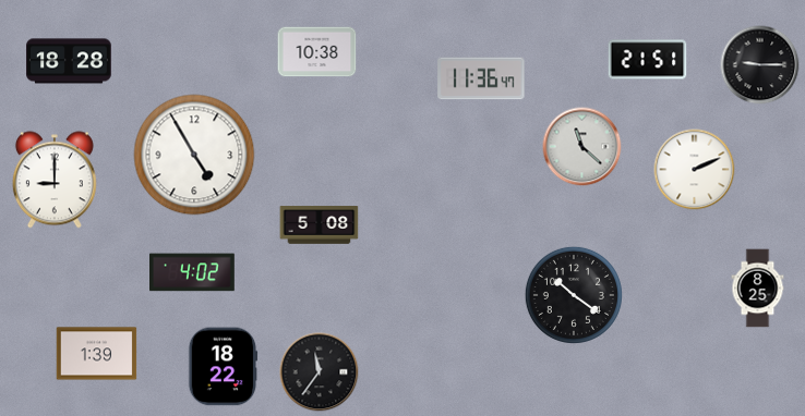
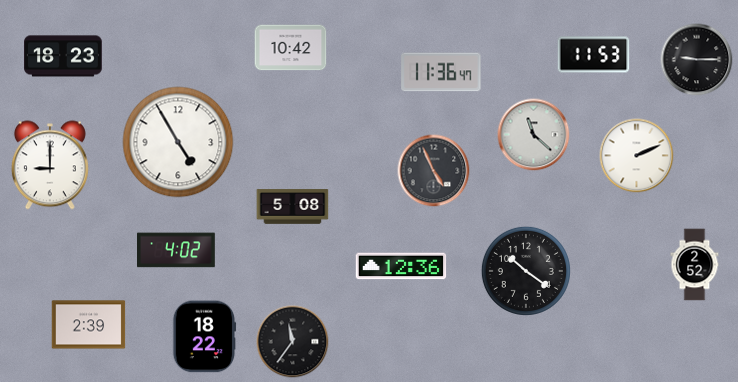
clock at (317, 52): 10:38 -> 10:42
clock at (648, 60): 21:51 -> 11:53
clock at (69, 61): 18:28 -> 18:23
clock at (434, 171): none -> 4:56
clock at (758, 289): 8:25 -> 2:52
clock at (401, 266): none -> 12:36
clock at (97, 354): 1:39 -> 2:39
